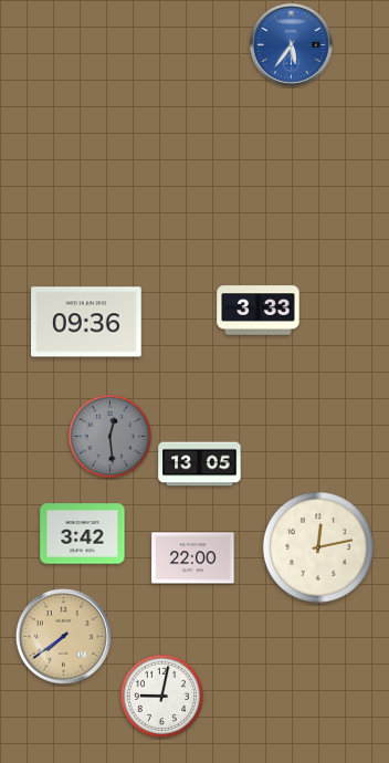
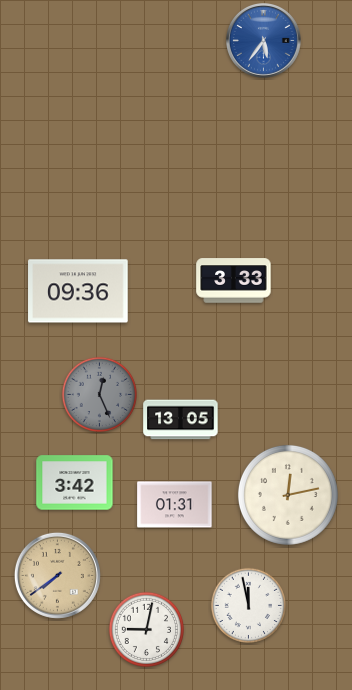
clock at (109, 436): 12:29 -> 12:26
clock at (193, 558): 22:00 -> 01:31
clock at (248, 605): none -> 11:58
